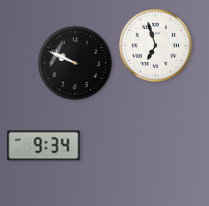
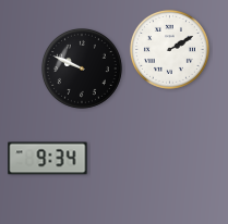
clock at (155, 45): 6:57 -> 2:10
